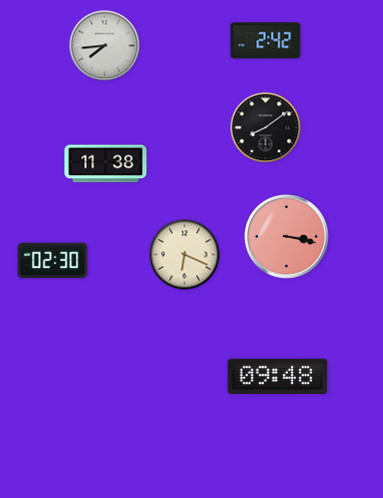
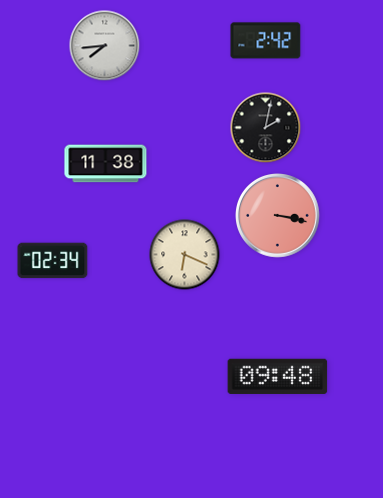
clock at (266, 128): 8:09 -> 2:02
clock at (287, 237) position: (287, 237) -> (278, 216)
clock at (53, 261): 02:30 -> 02:34
